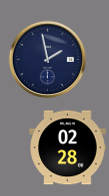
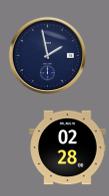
clock at (47, 59) position: (47, 59) -> (47, 55)
